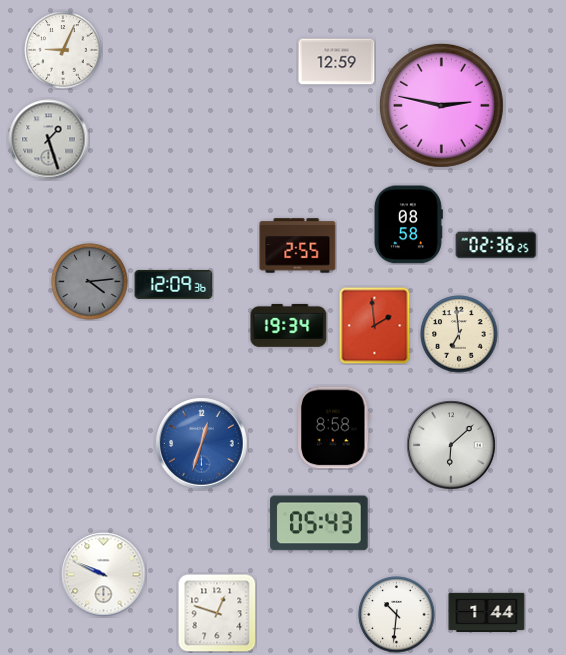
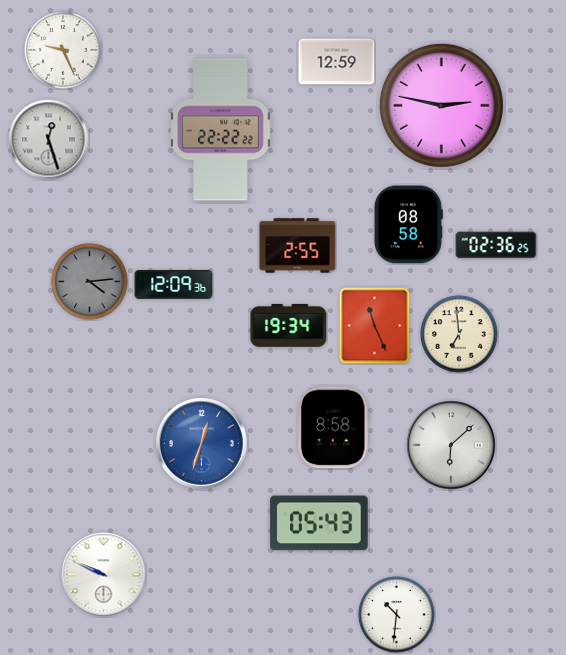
clock at (63, 50): 9:04 -> 9:26
clock at (221, 130): none -> 22:22
clock at (49, 140): 1:27 -> 12:27
clock at (375, 325): 1:59 -> 11:26
clock at (487, 612): 1:44 -> none
clock at (217, 613): 12:48 -> none
